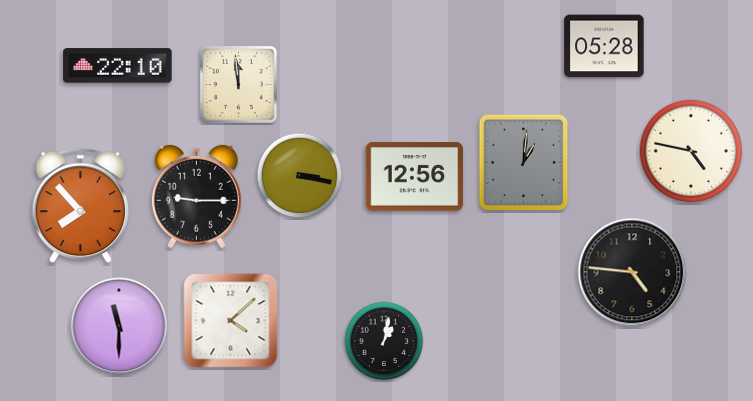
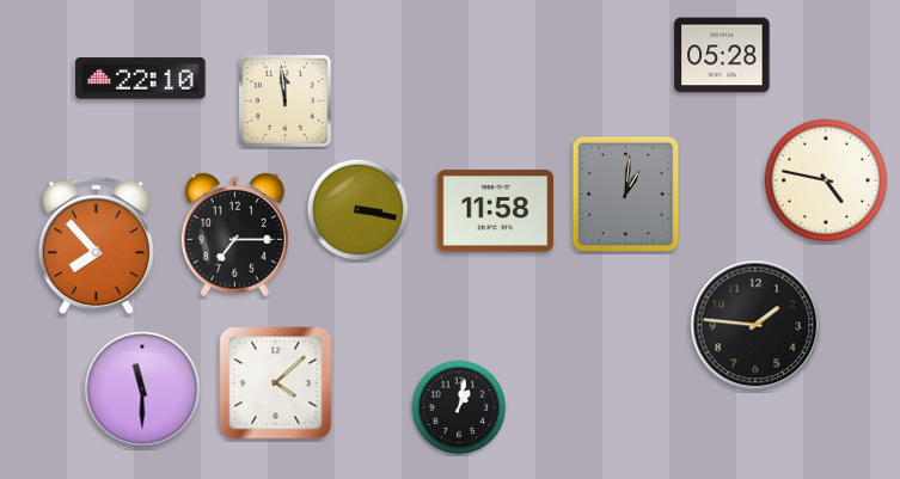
clock at (415, 177): 12:56 -> 11:58
clock at (196, 197): 9:15 -> 7:15
clock at (632, 272): 4:46 -> 1:46
